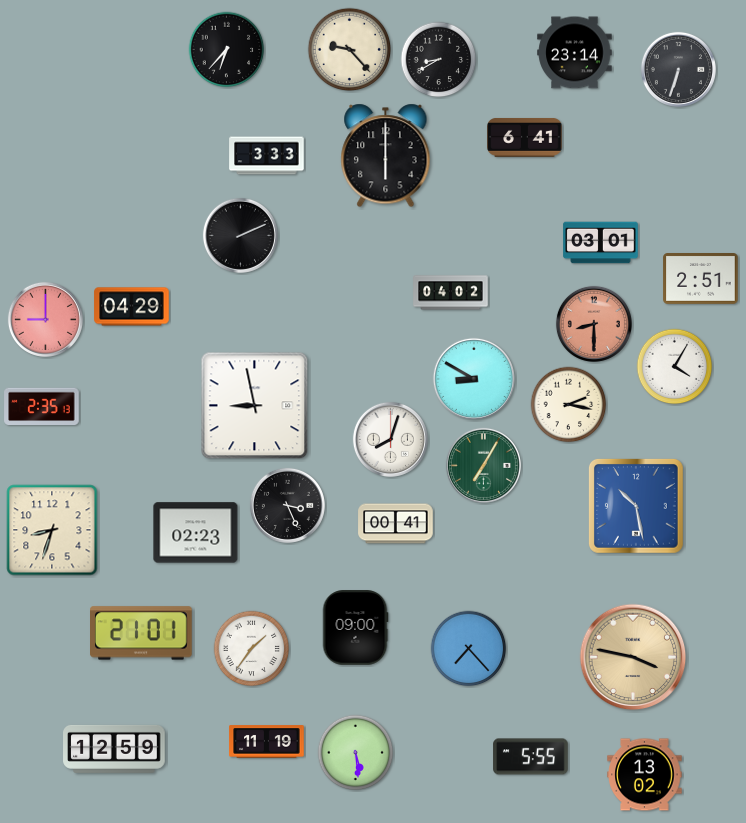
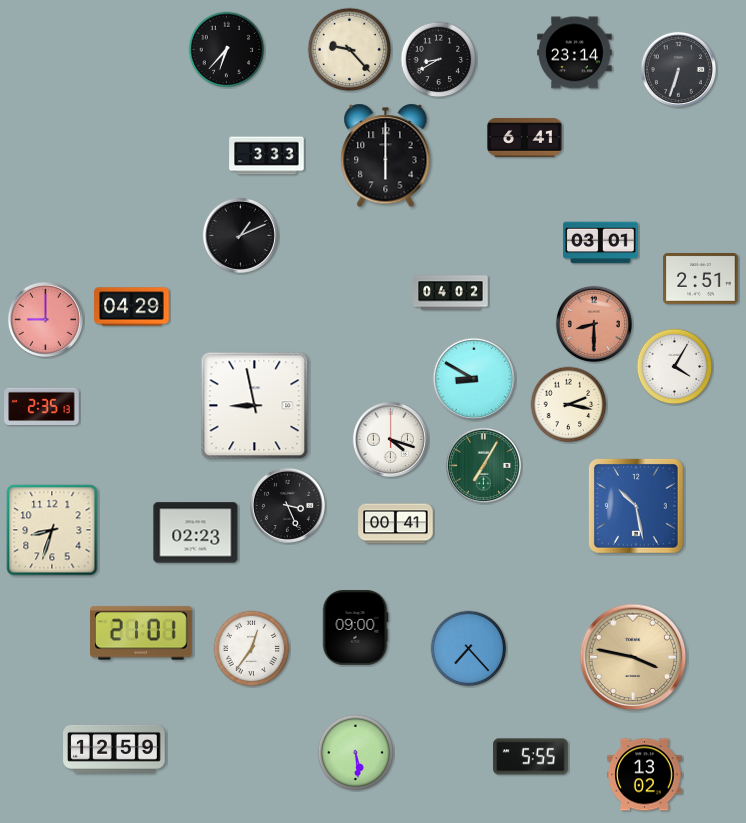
clock at (240, 235): 2:11 -> 1:11
clock at (390, 439): 8:03 -> 4:18
clock at (252, 649): 1:36 -> 12:36
clock at (267, 742): 11:19 -> none
